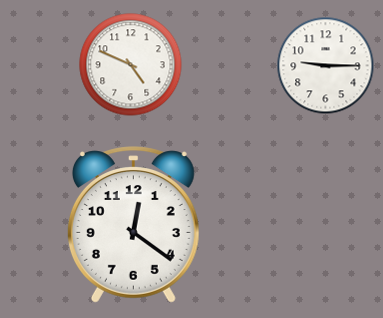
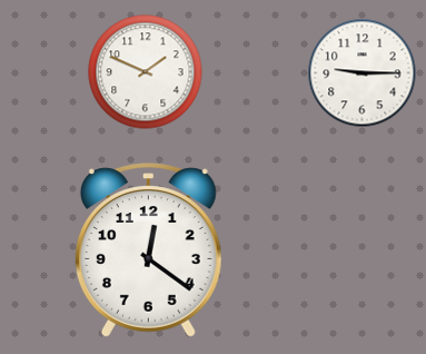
clock at (131, 65): 4:49 -> 1:49
